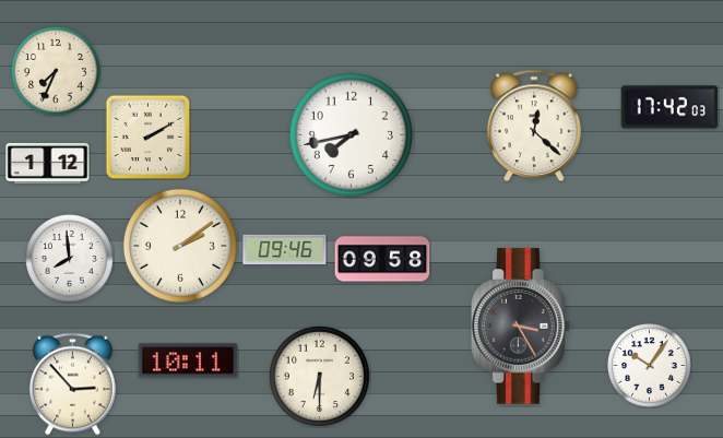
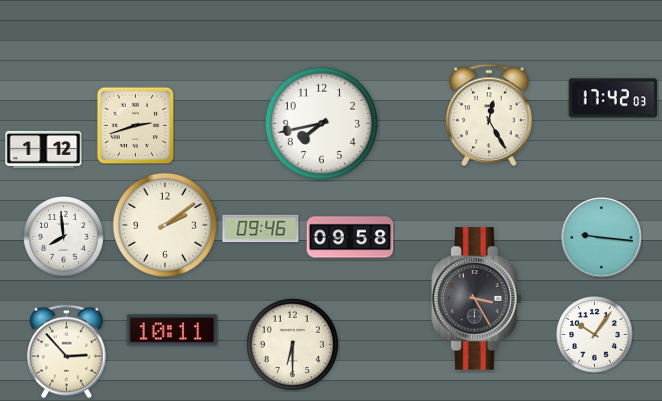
clock at (57, 72): 7:34 -> none
clock at (534, 126): 12:22 -> 12:25
clock at (147, 137): 2:10 -> 2:42
clock at (602, 238): none -> 9:16
